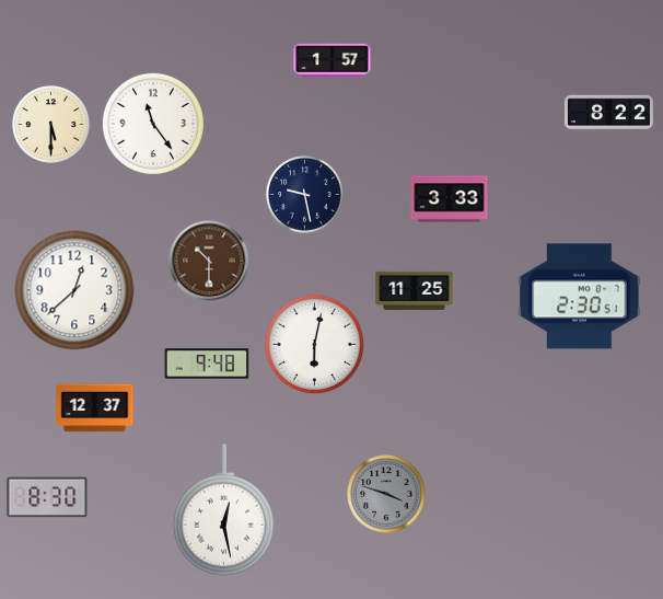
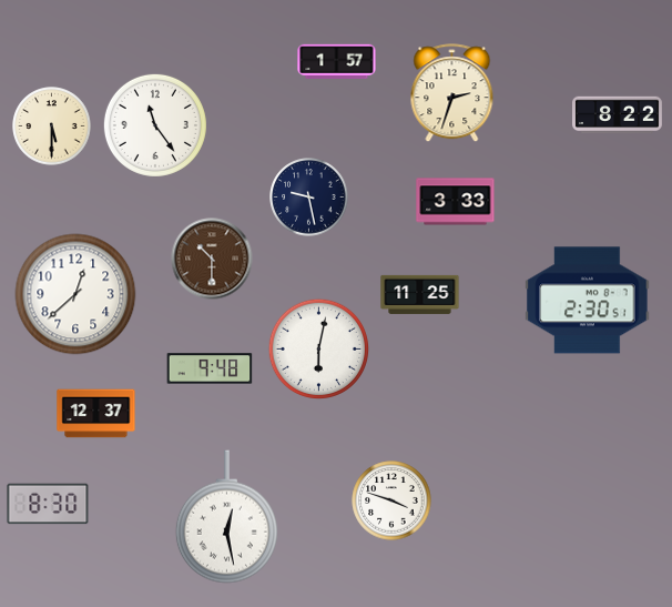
clock at (452, 93): none -> 2:33
clock at (209, 261) position: (209, 261) -> (212, 259)
clock at (386, 494) dial: grey -> white
